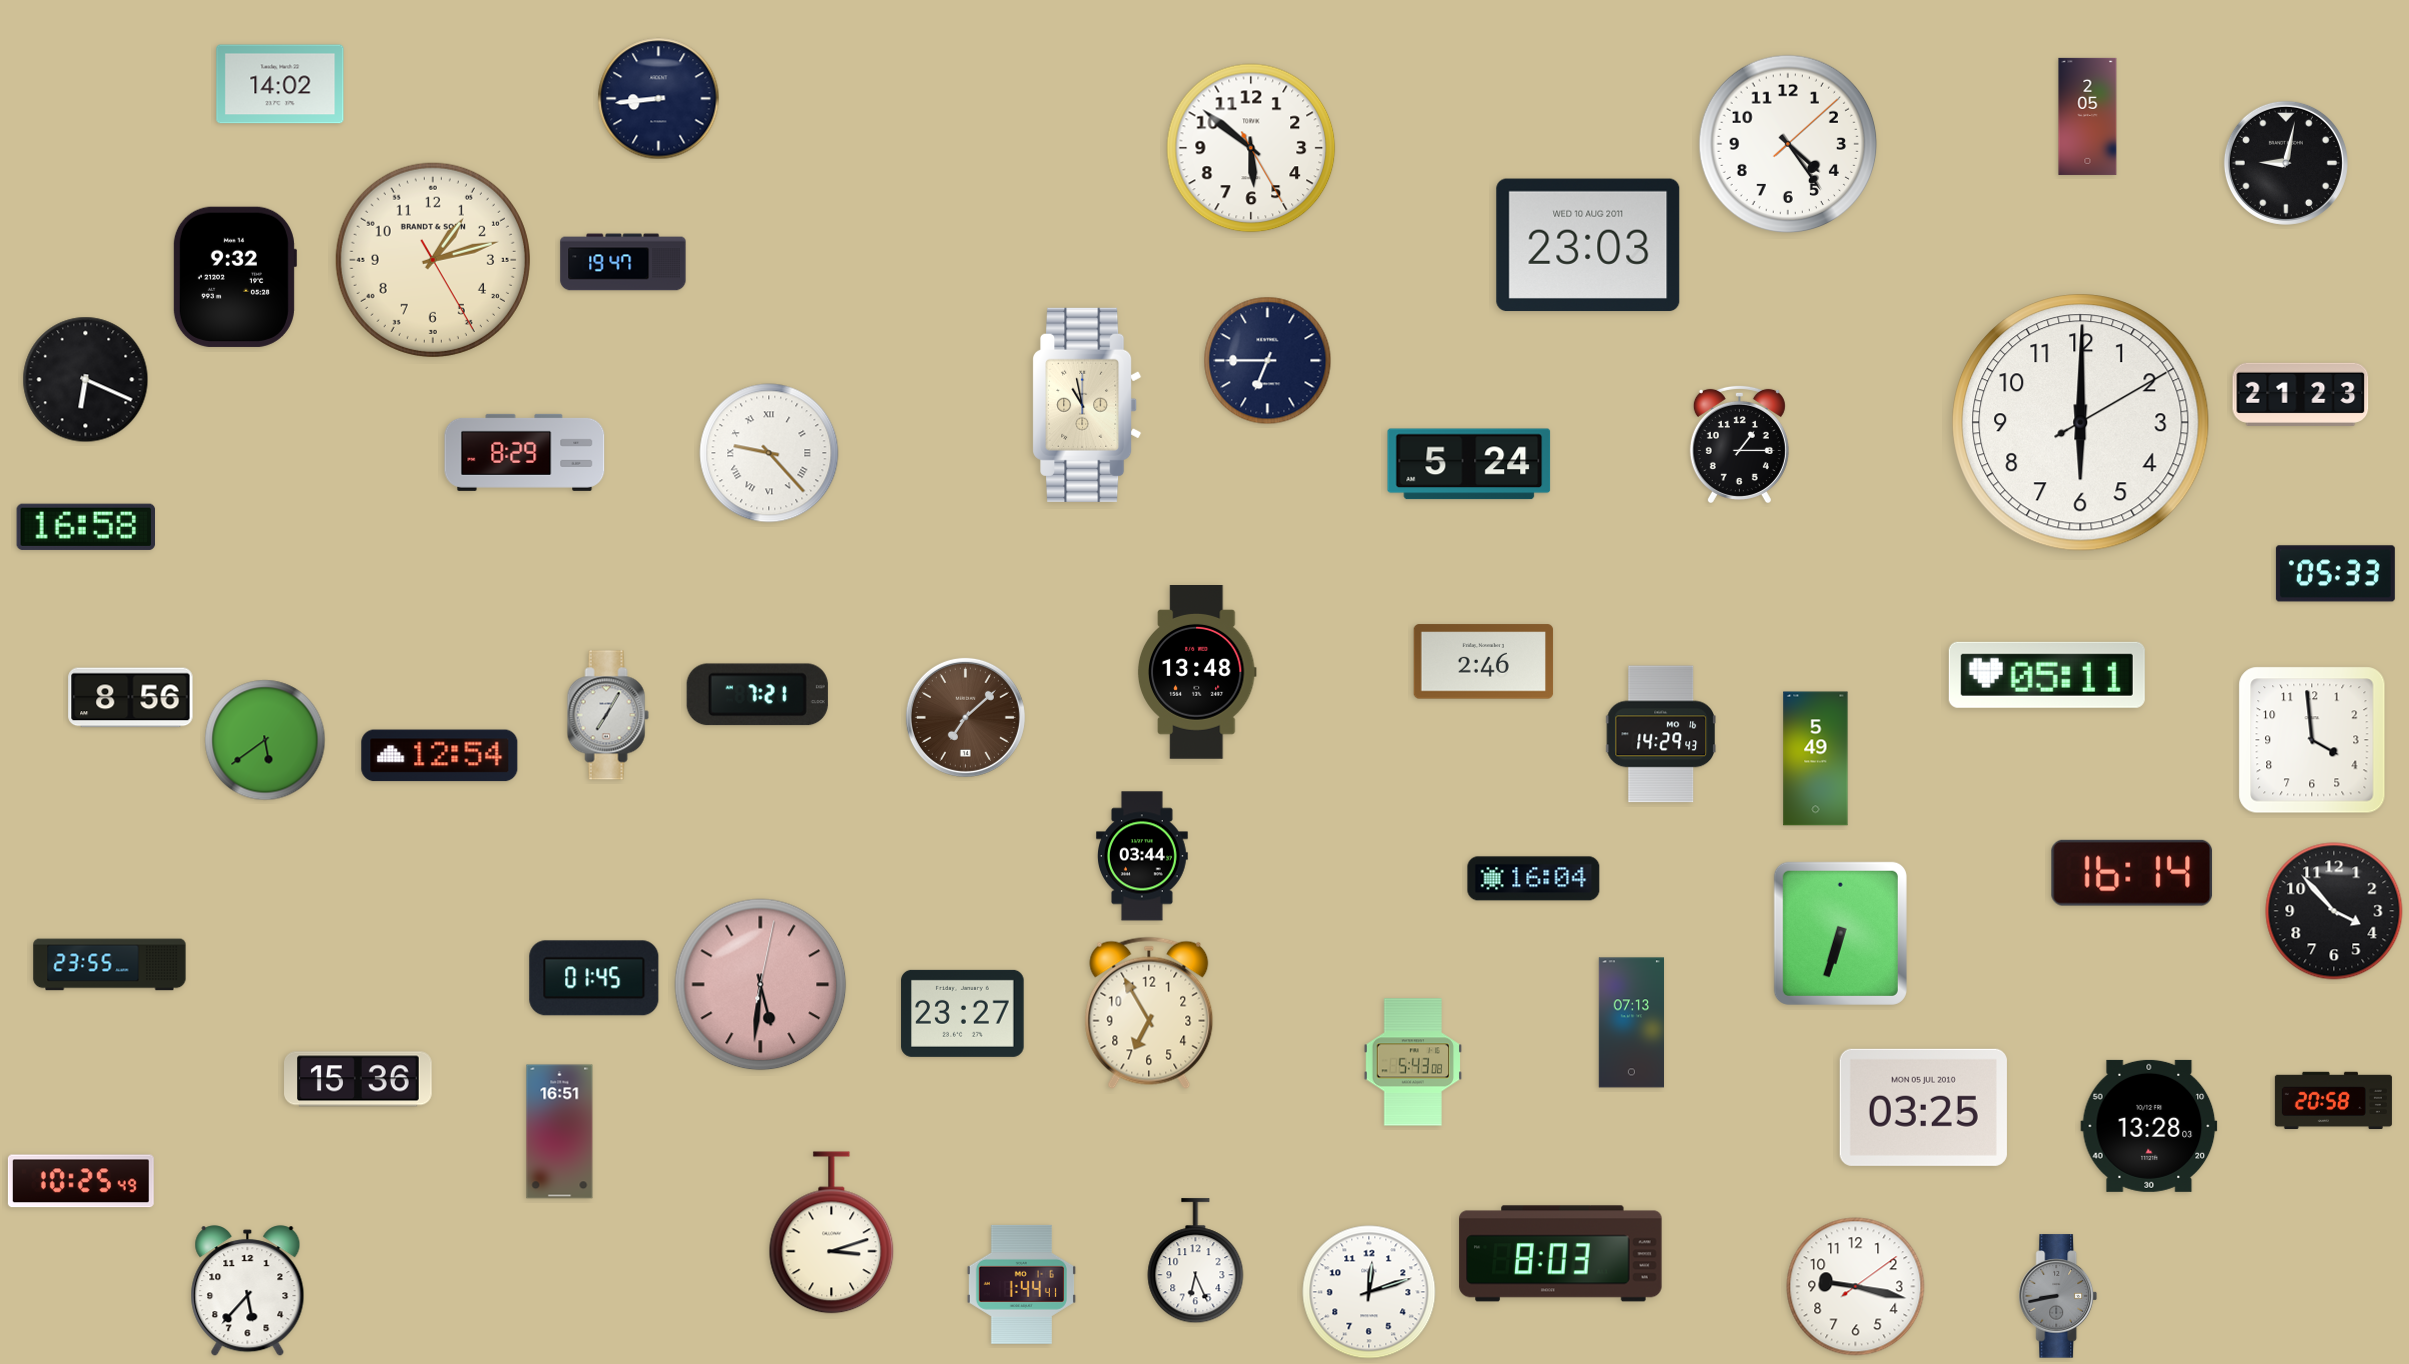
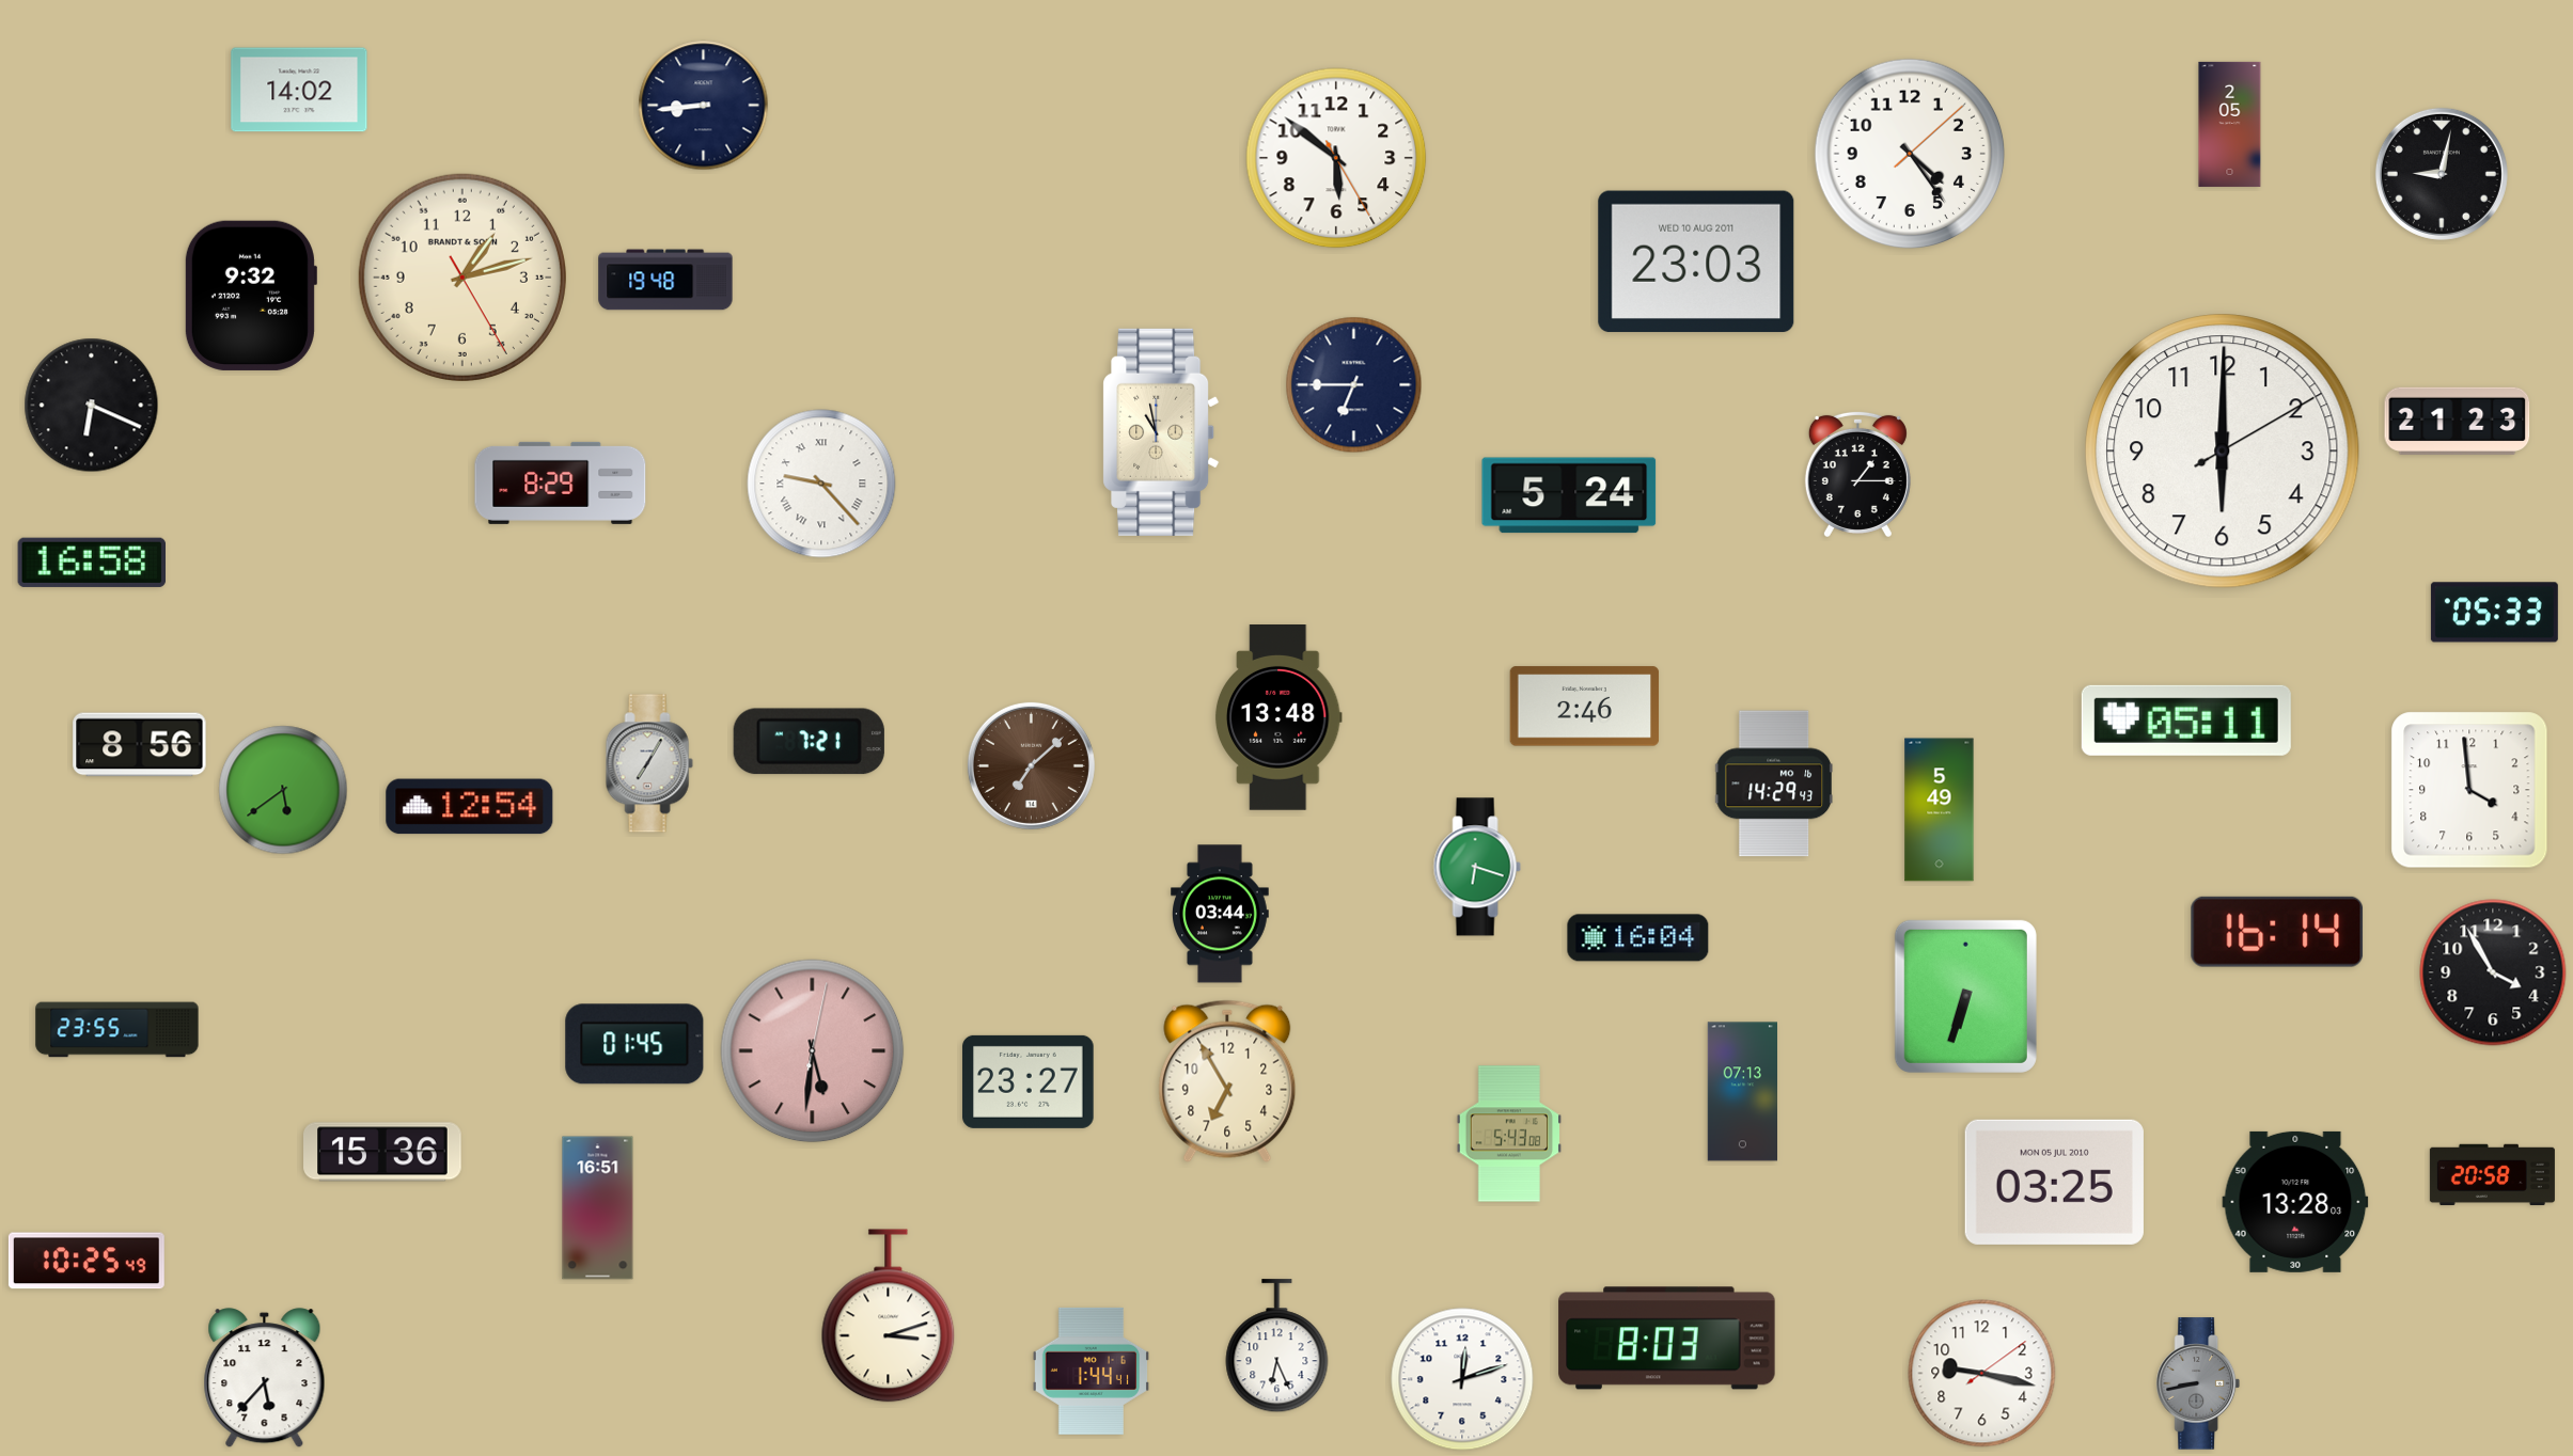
clock at (623, 262): 19:47 -> 19:48
clock at (1477, 867): none -> 6:18
clock at (2334, 911): 3:53 -> 3:55
